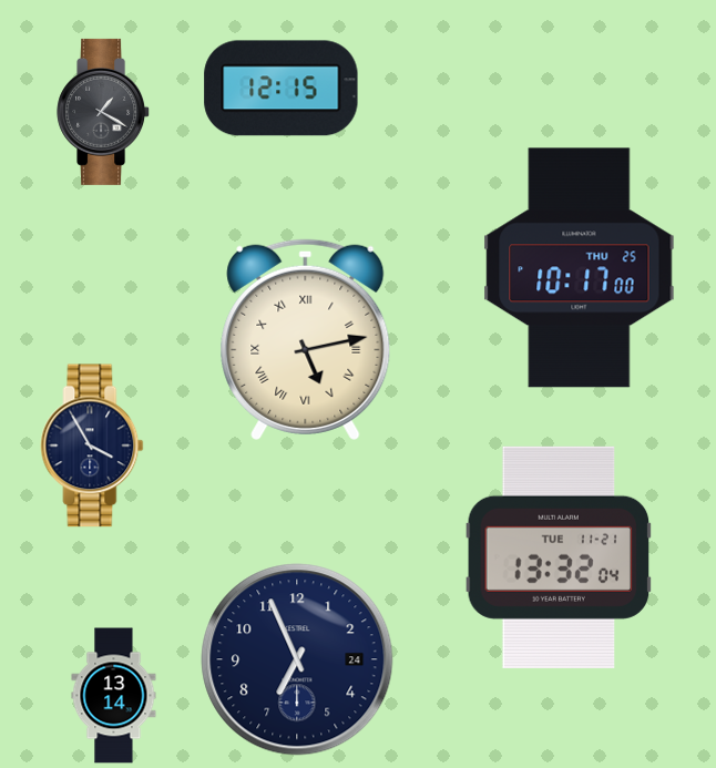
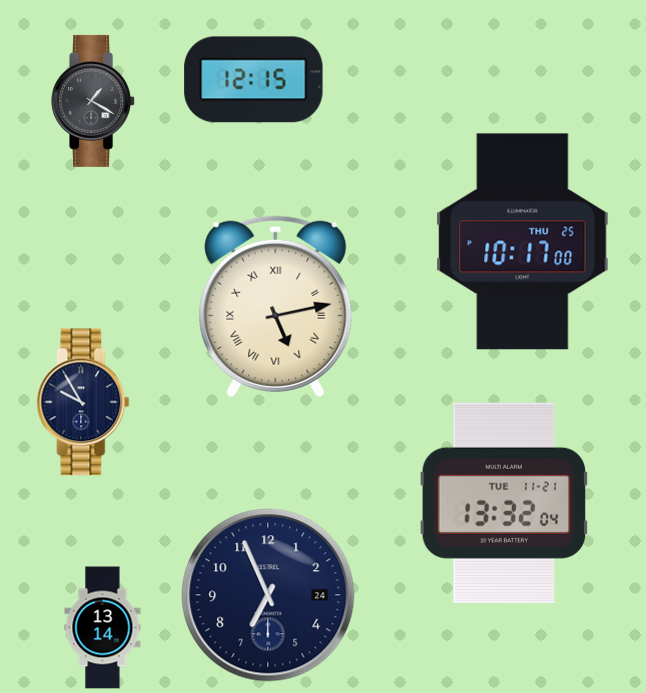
clock at (92, 446): 3:55 -> 9:55
